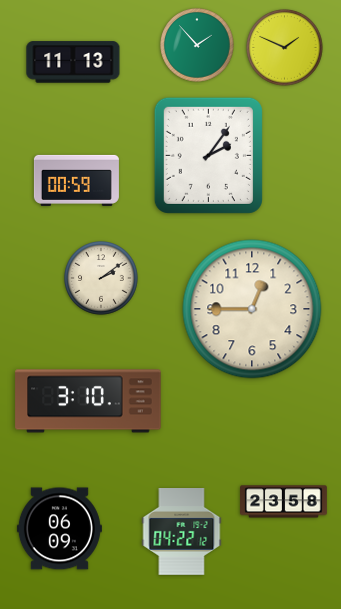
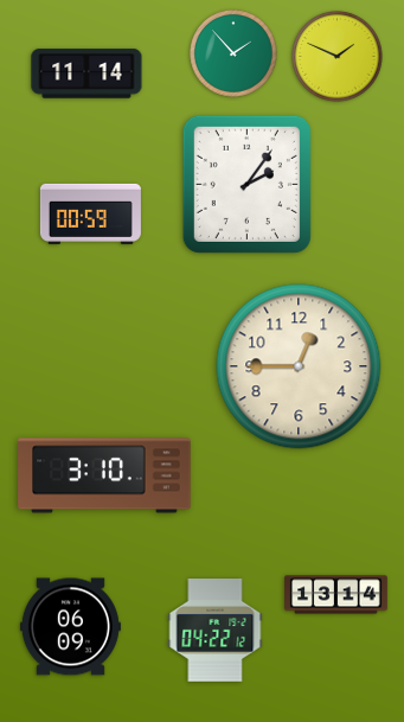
clock at (73, 62): 11:13 -> 11:14
clock at (101, 278): 2:09 -> none
clock at (284, 502): 23:58 -> 13:14
